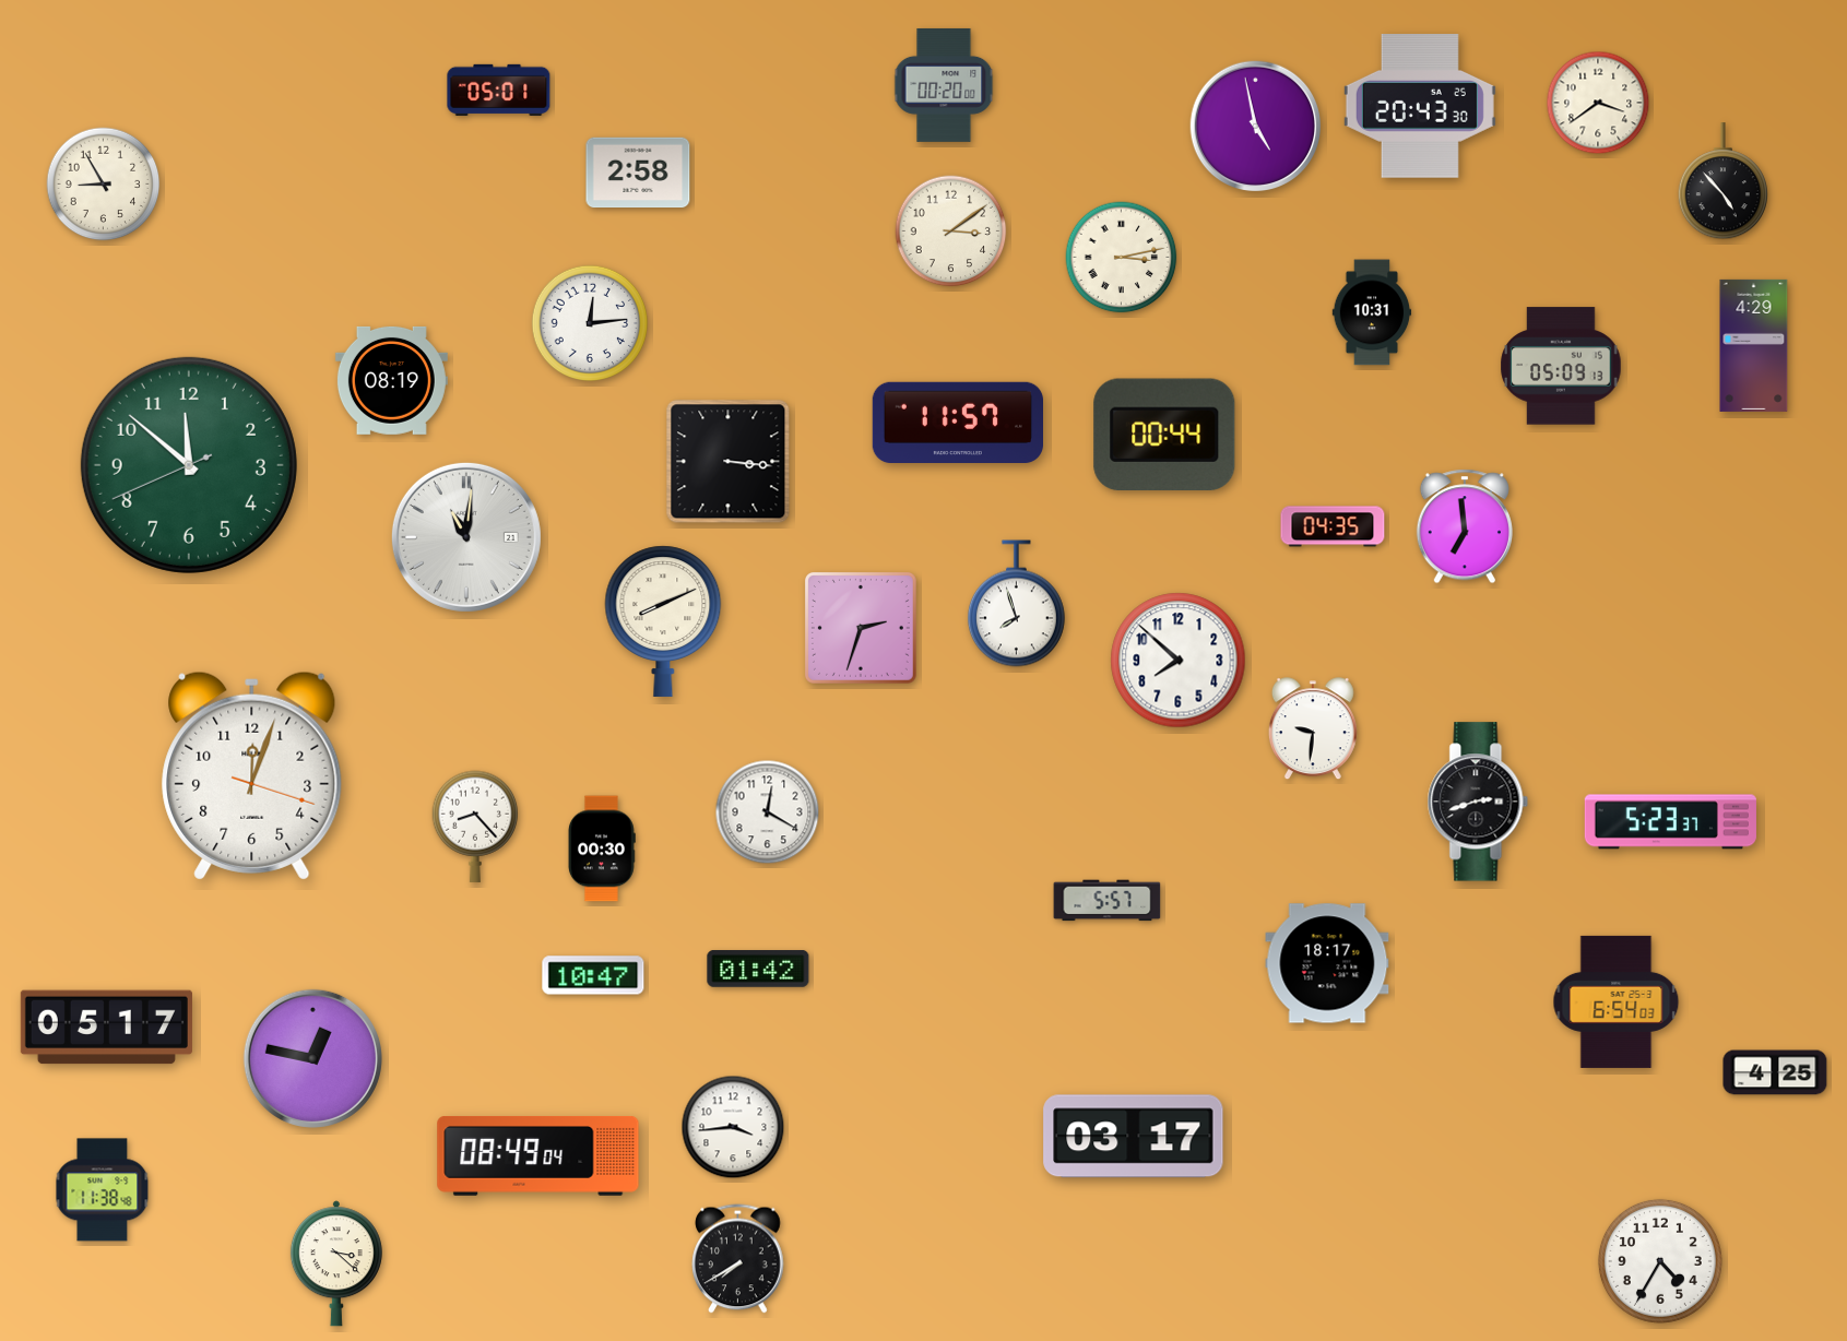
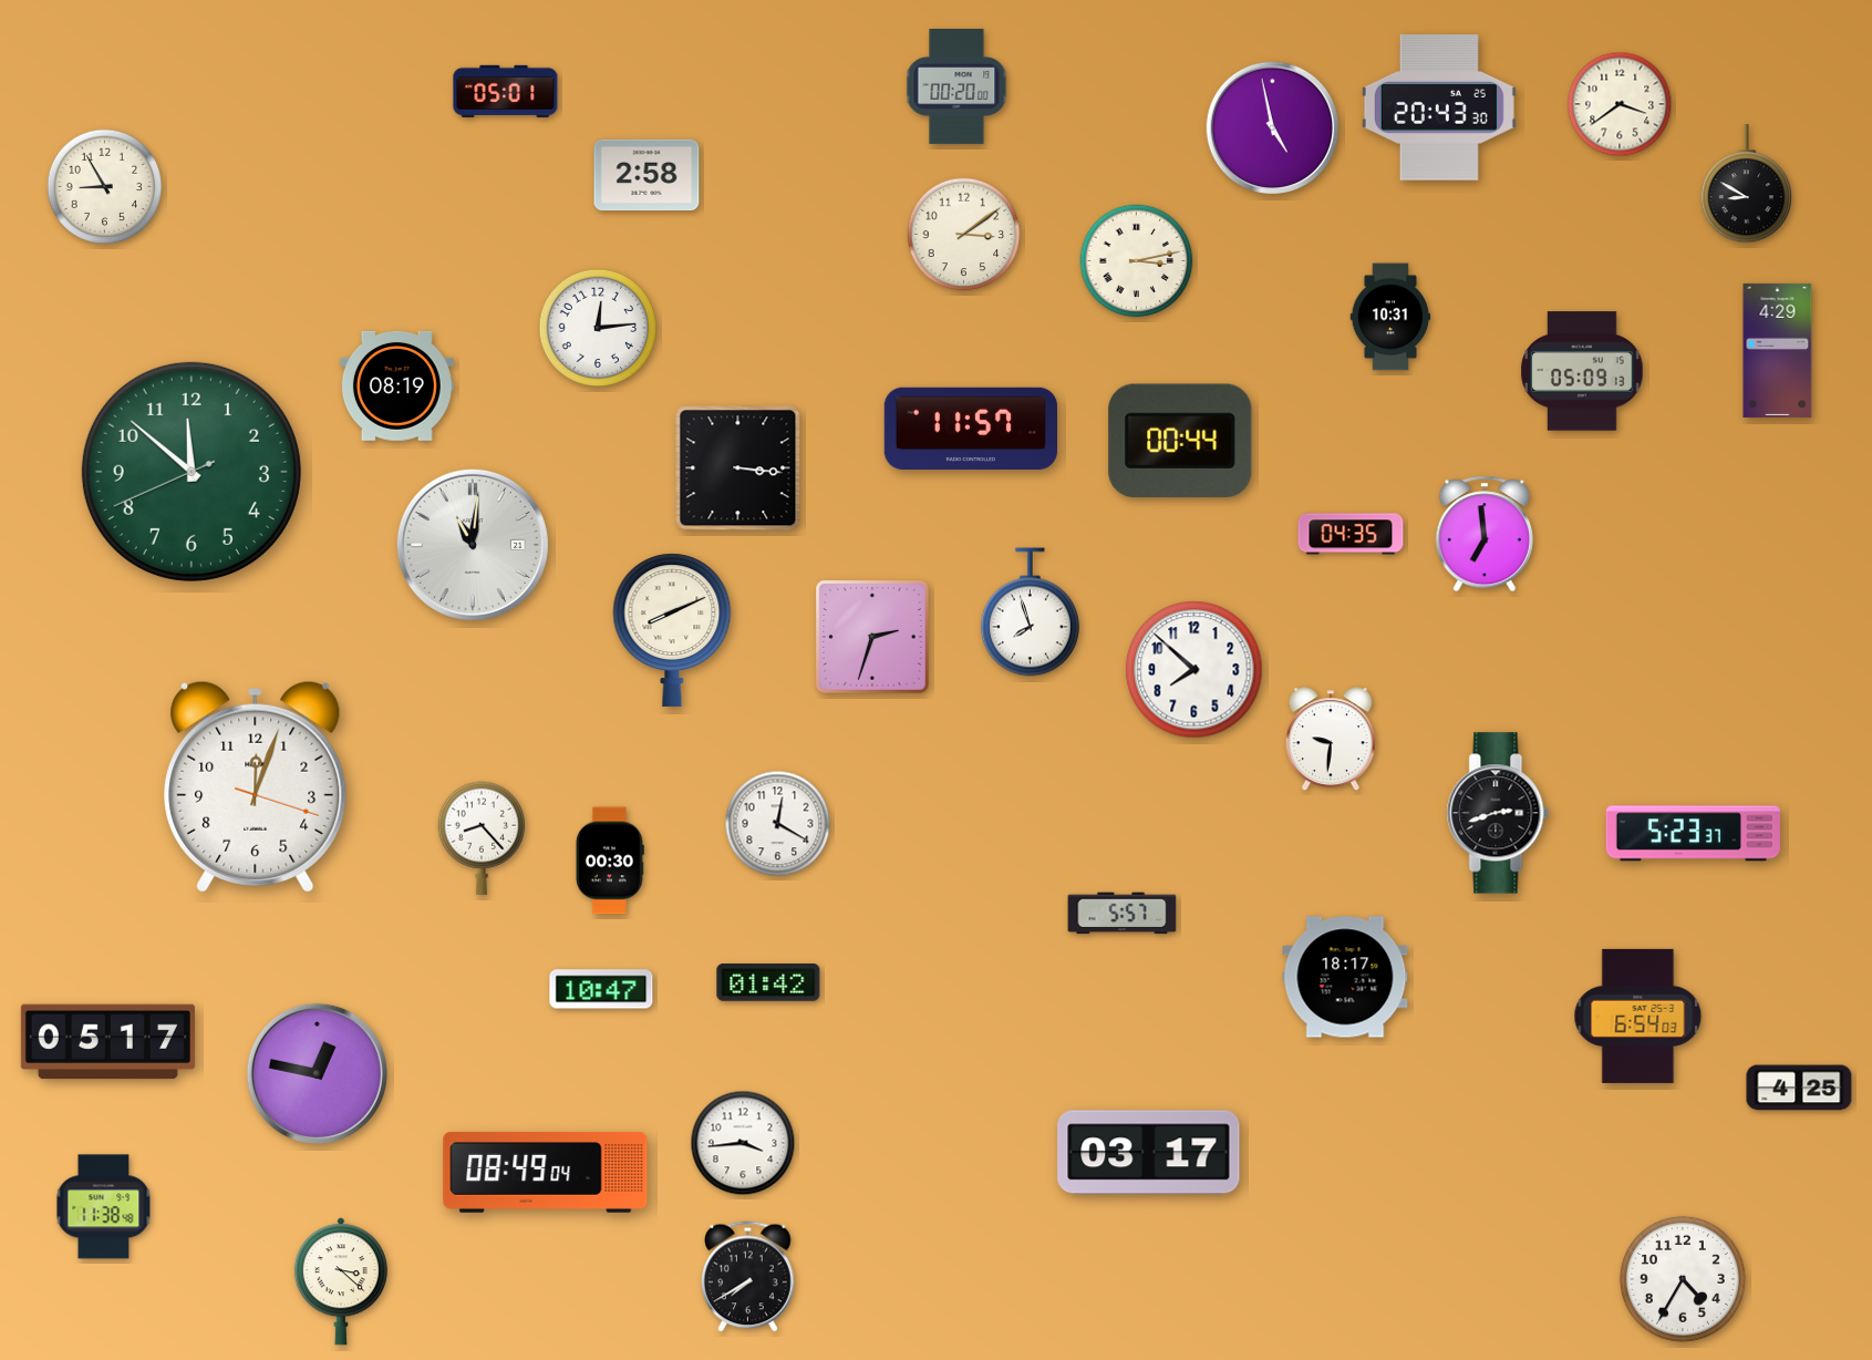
clock at (1722, 181): 4:53 -> 8:50
